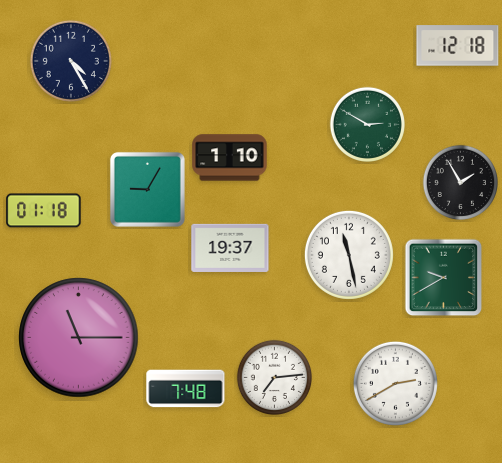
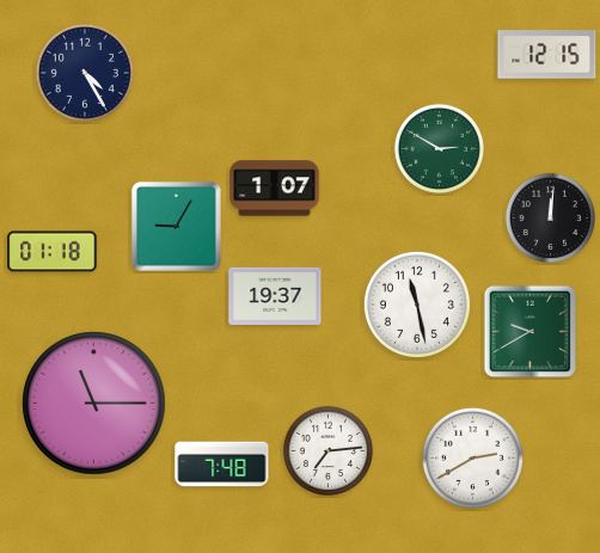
clock at (458, 46): 12:18 -> 12:15
clock at (230, 158): 1:10 -> 1:07
clock at (460, 182): 1:55 -> 12:01
